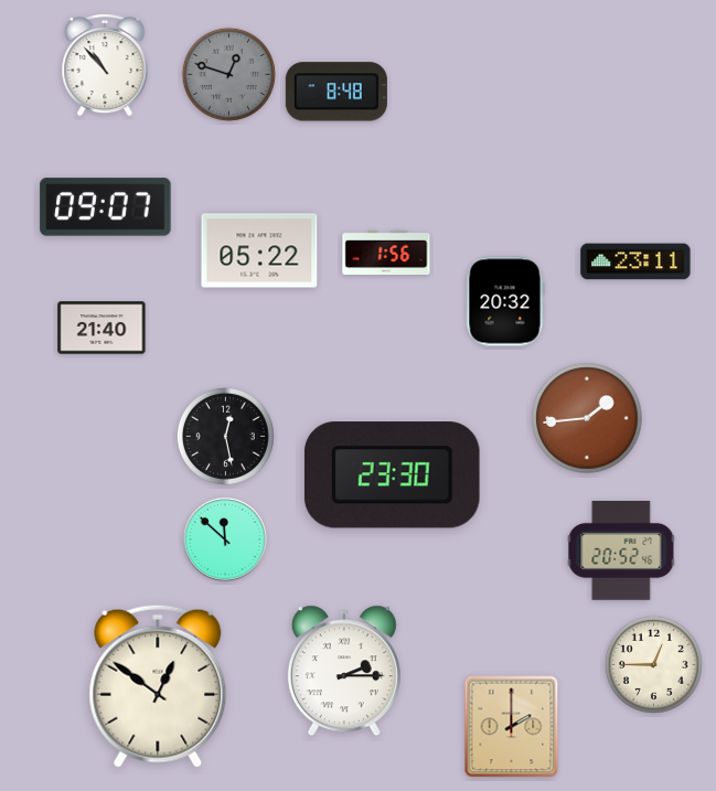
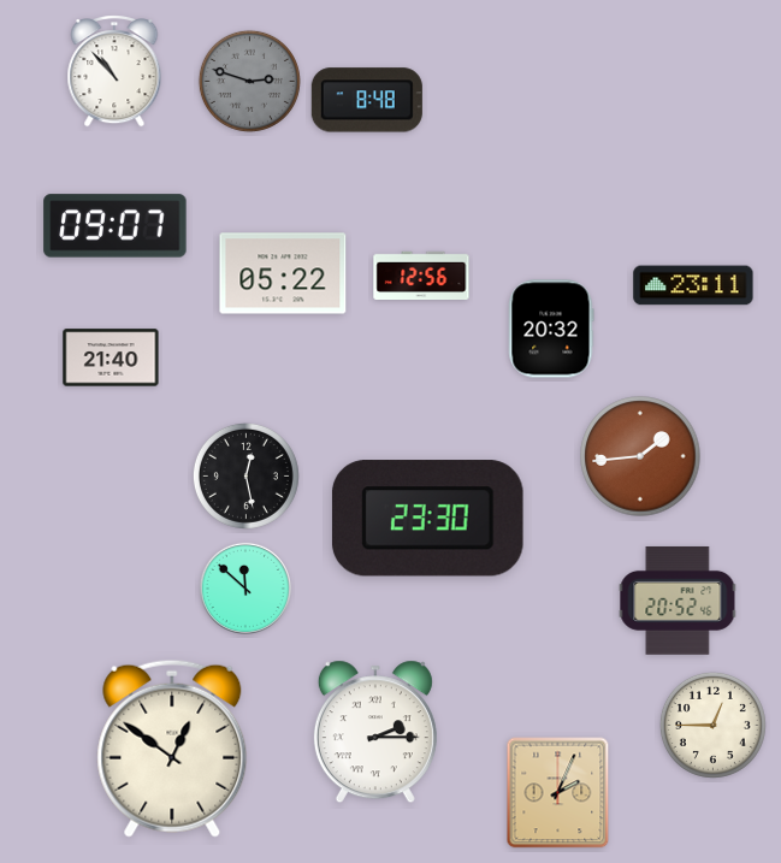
clock at (228, 74): 12:48 -> 2:48
clock at (386, 252): 1:56 -> 12:56
clock at (512, 727): 2:00 -> 2:04
